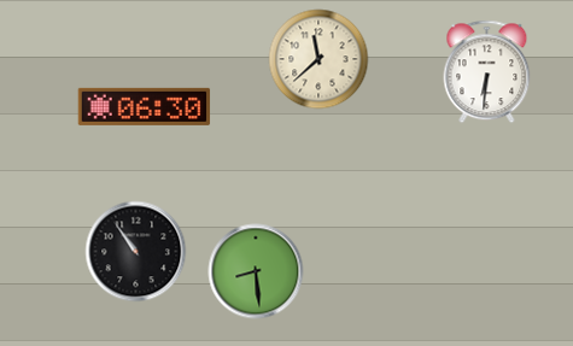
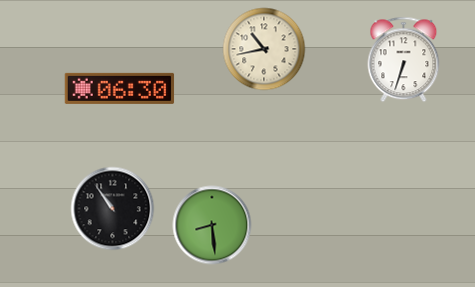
clock at (318, 59): 11:38 -> 10:43
clock at (487, 72): 6:31 -> 6:33
